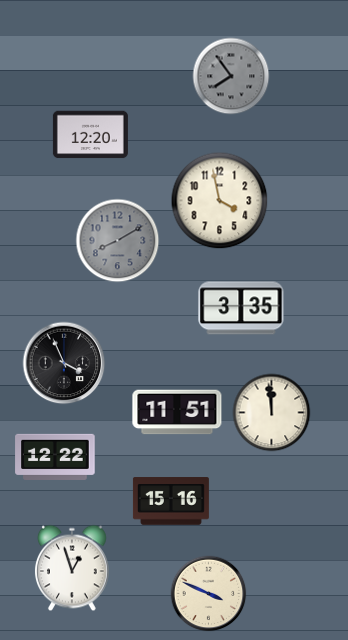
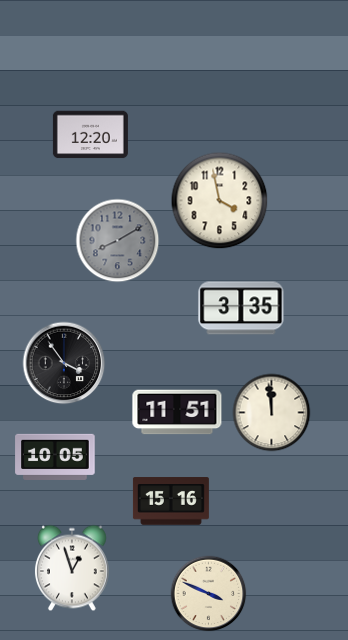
clock at (231, 76): 7:54 -> none
clock at (64, 363): 3:56 -> 3:54
clock at (55, 457): 12:22 -> 10:05
